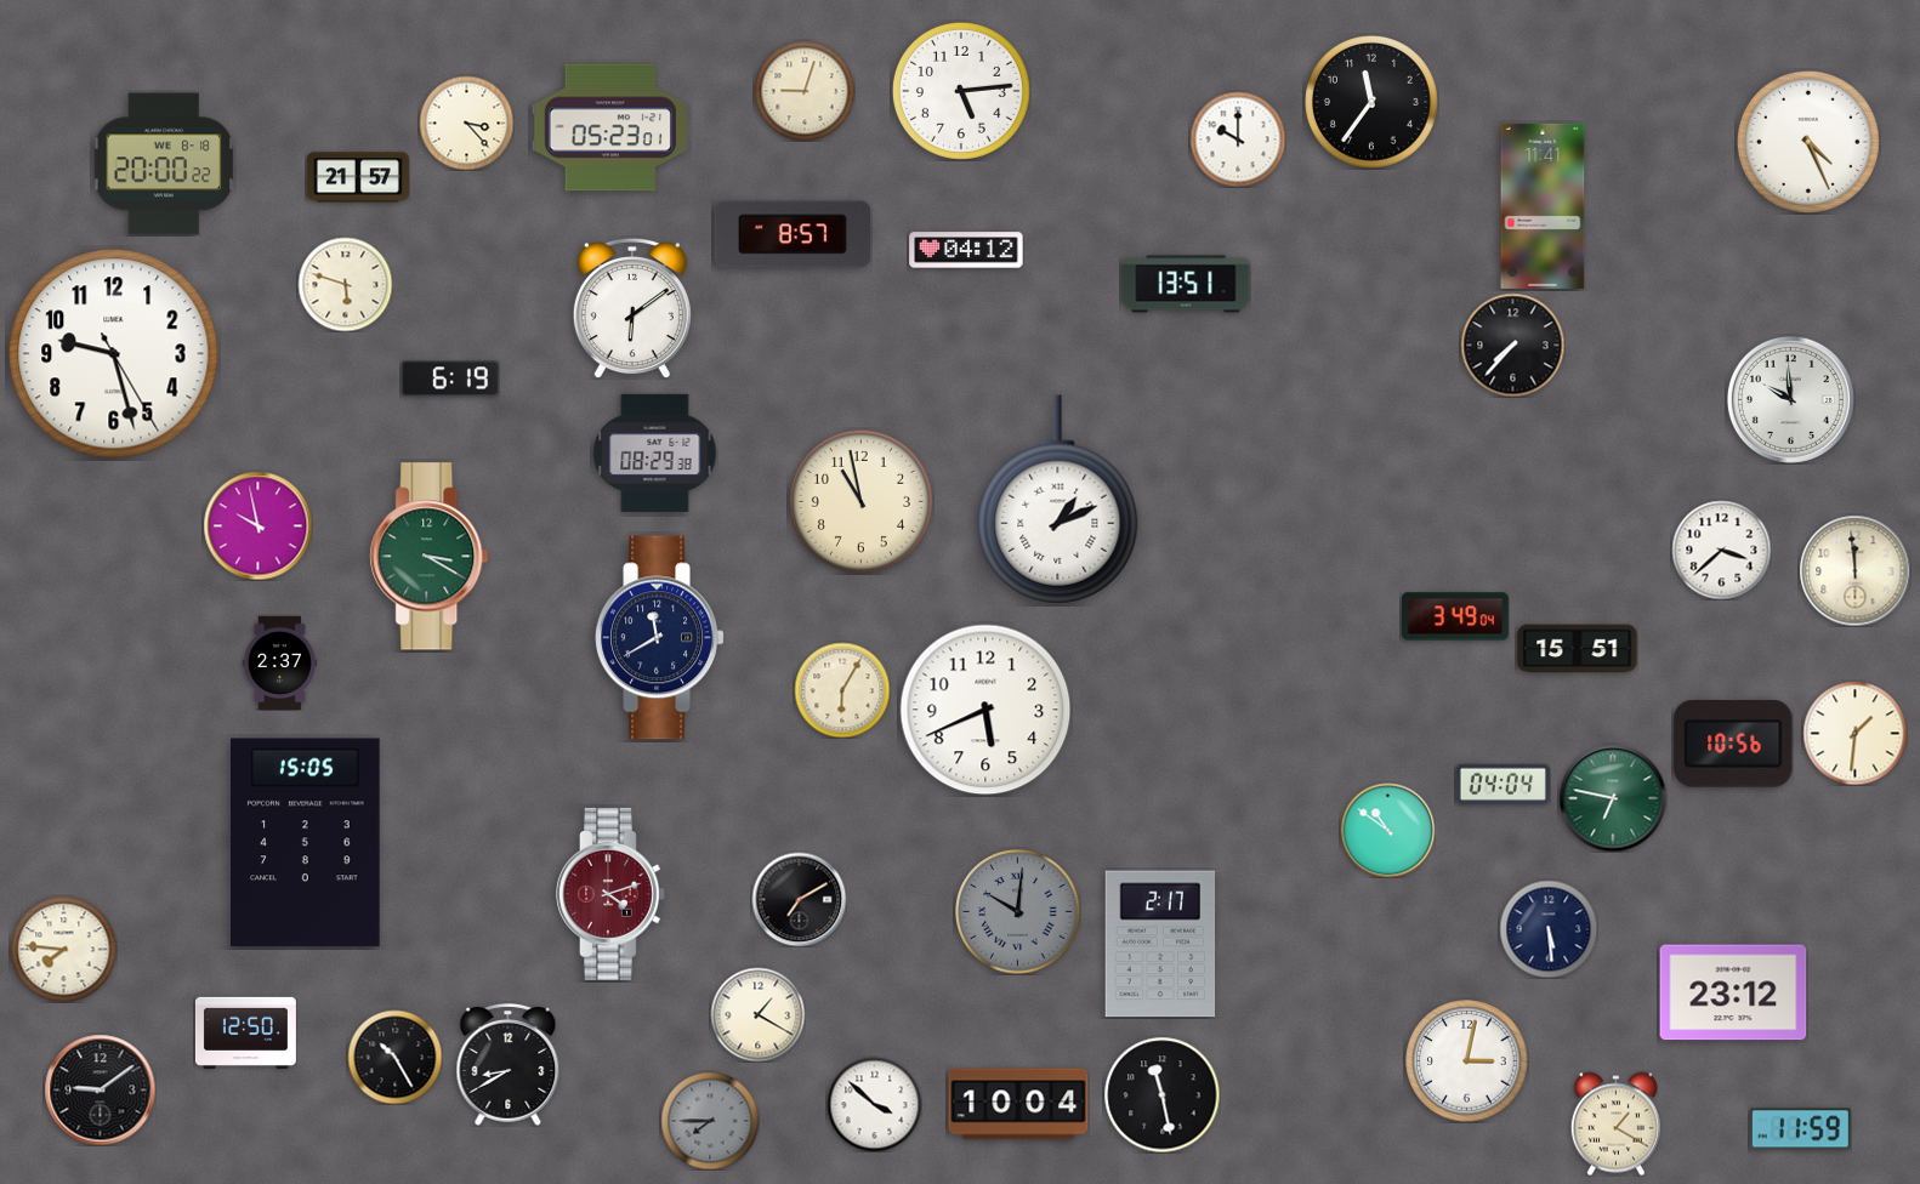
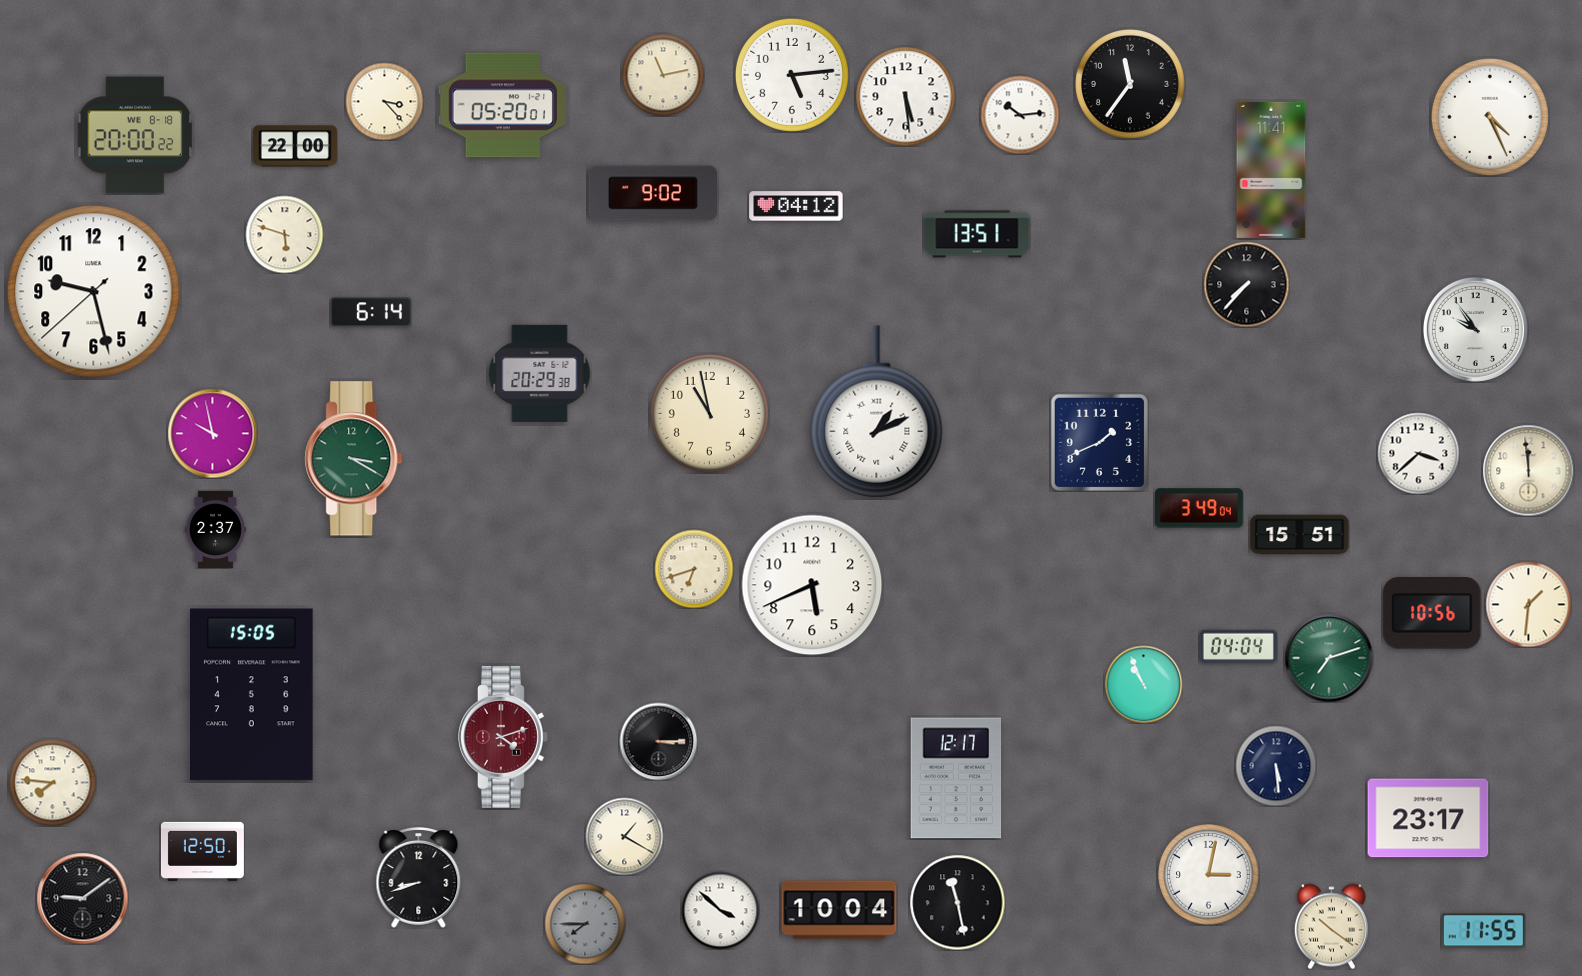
clock at (805, 91): 9:03 -> 11:13
clock at (906, 97): none -> 5:29
clock at (610, 127): 05:23 -> 05:20
clock at (1238, 140): 10:00 -> 10:14
clock at (358, 177): 21:57 -> 22:00
clock at (793, 234): 8:57 -> 9:02
clock at (632, 308): 6:09 -> none
clock at (114, 354): 9:27:25 -> 9:27:38
clock at (450, 378): 6:19 -> 6:14
clock at (1790, 399): 9:59 -> 9:54
clock at (655, 452): 08:29 -> 20:29
clock at (1058, 500) position: (1058, 500) -> (877, 412)
clock at (1099, 442): none -> 1:41
clock at (660, 638): 11:40 -> none
clock at (279, 662) position: (279, 662) -> (215, 529)
clock at (842, 690): 6:05 -> 6:42
clock at (1733, 744) position: (1733, 744) -> (1432, 613)
clock at (1613, 798): 6:47 -> 7:12
clock at (1387, 830): 10:51 -> 10:56
clock at (799, 899): 7:10 -> 3:15
clock at (1018, 912): 10:01 -> none
clock at (1160, 944): 2:17 -> 12:17
clock at (1733, 992): 23:12 -> 23:17
clock at (394, 1057): 10:25 -> none
clock at (509, 1064): 8:40 -> 8:42
clock at (1615, 1123): 1:20 -> 10:21
clock at (1800, 1129): 11:59 -> 11:55
